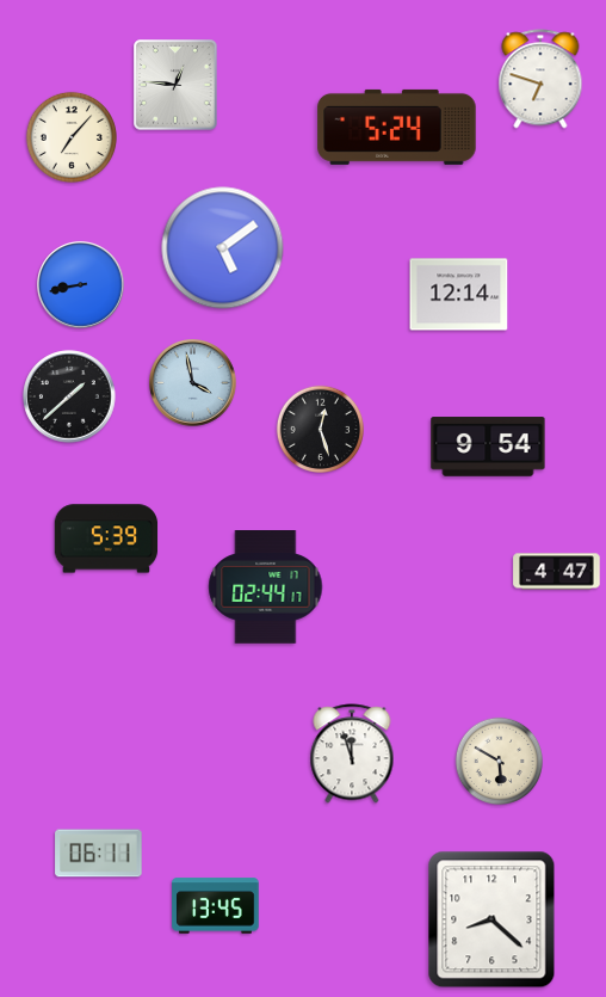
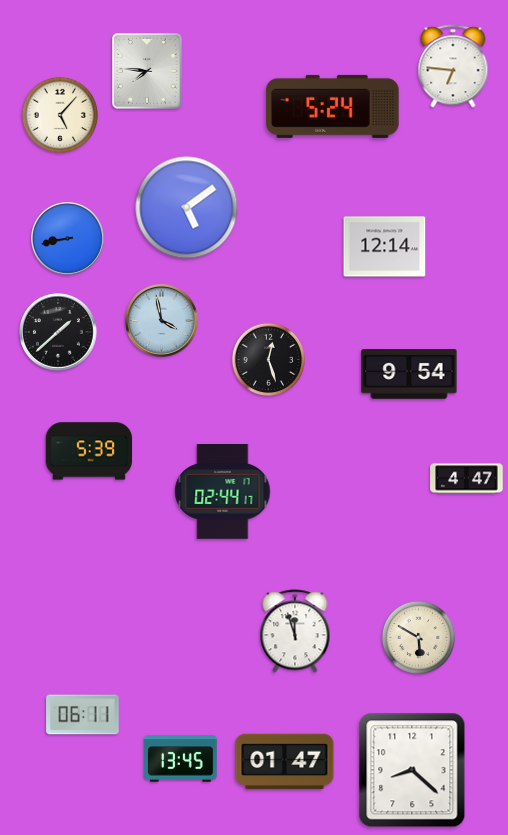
clock at (540, 79): 6:48 -> 6:46
clock at (175, 85): 12:46 -> 7:46
clock at (72, 137): 7:07 -> 5:07
clock at (285, 762): none -> 01:47
